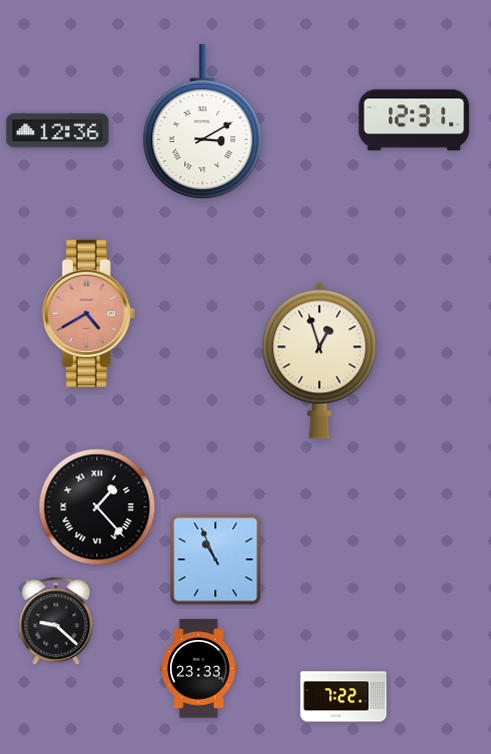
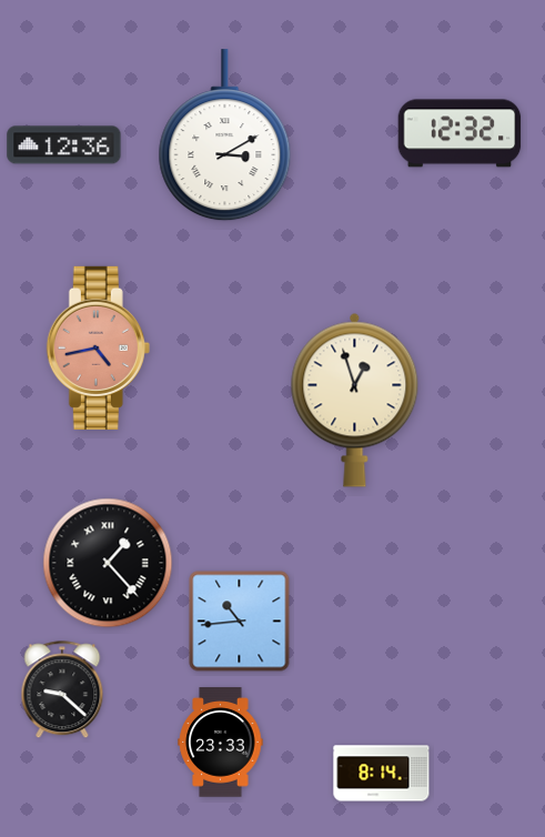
clock at (414, 120): 12:31 -> 12:32
clock at (88, 313): 4:40 -> 4:43
clock at (216, 560): 10:56 -> 10:44
clock at (344, 697): 7:22 -> 8:14
